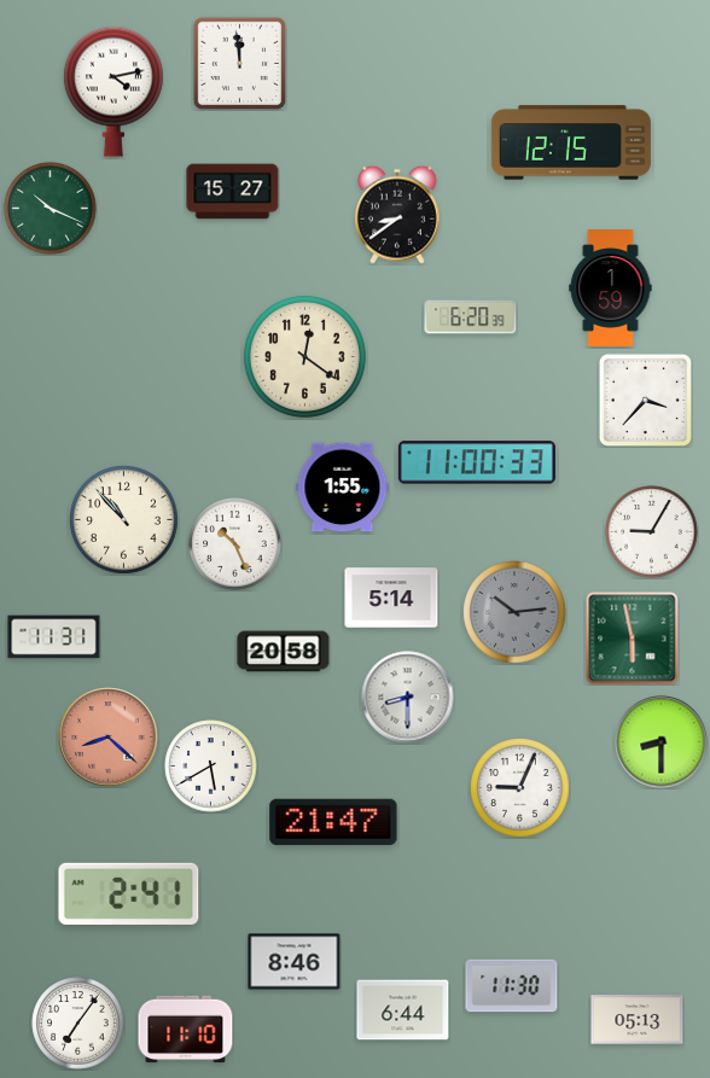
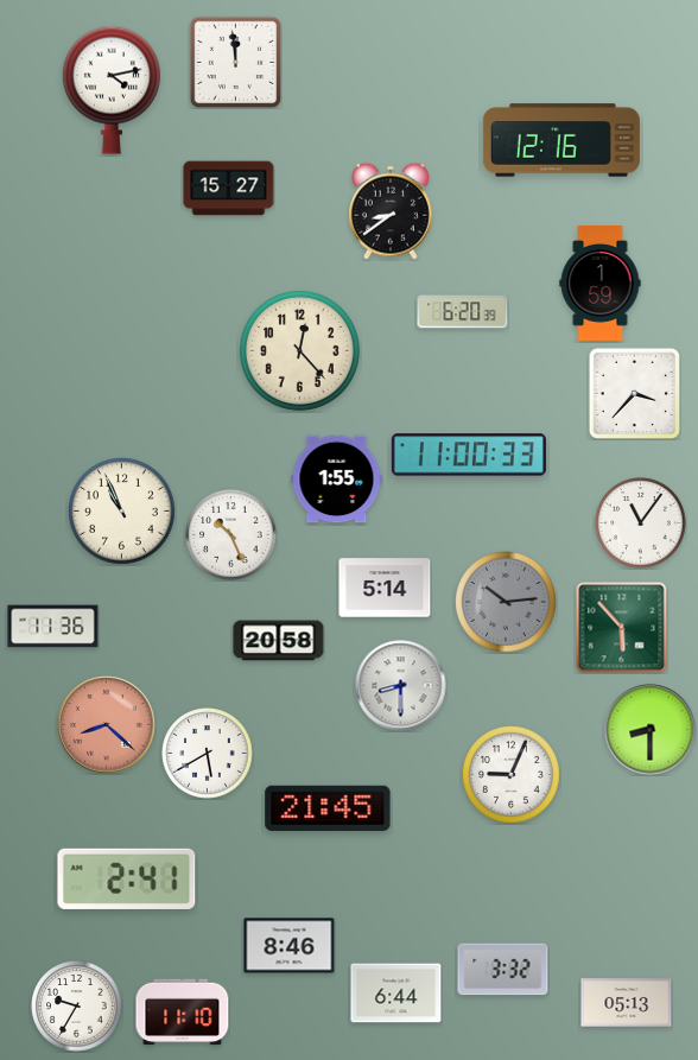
clock at (571, 142): 12:15 -> 12:16
clock at (51, 209): 10:19 -> none
clock at (304, 356): 12:21 -> 12:23
clock at (124, 520): 10:53 -> 10:56
clock at (652, 532): 9:05 -> 11:06
clock at (54, 637): 11:31 -> 11:36
clock at (633, 639): 5:58 -> 5:53
clock at (333, 822): 21:47 -> 21:45
clock at (512, 986): 11:30 -> 3:32
clock at (78, 1024): 7:06 -> 9:35
